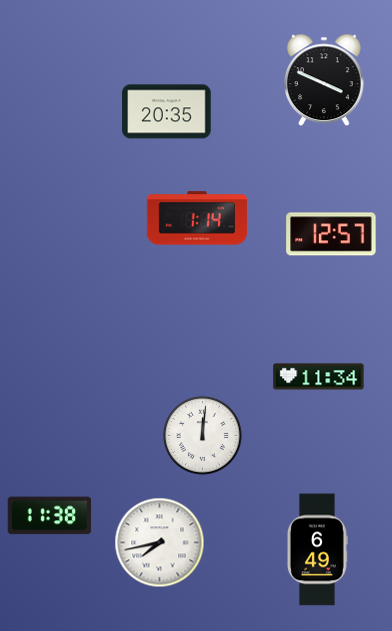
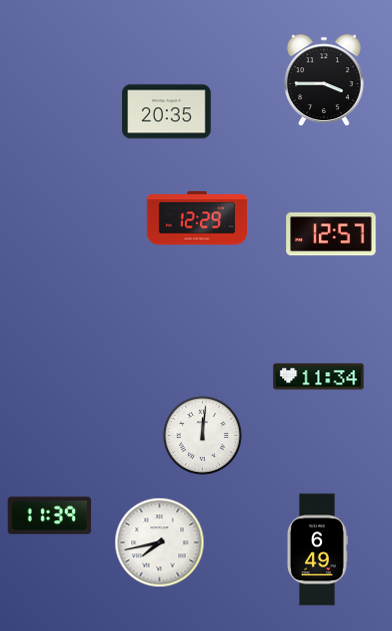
clock at (324, 80): 3:49 -> 3:45
clock at (197, 218): 1:14 -> 12:29
clock at (50, 516): 11:38 -> 11:39
